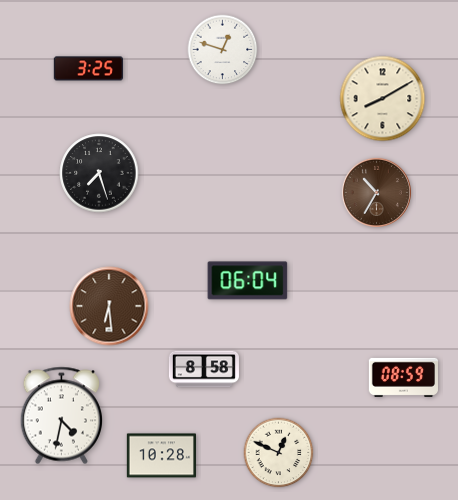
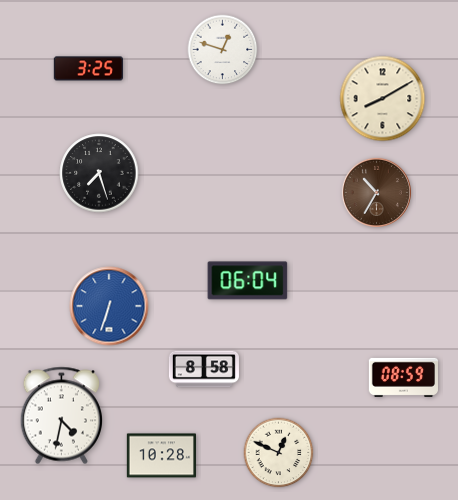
clock at (109, 306): 6:29 -> 6:33
clock at (109, 306) dial: brown -> blue
